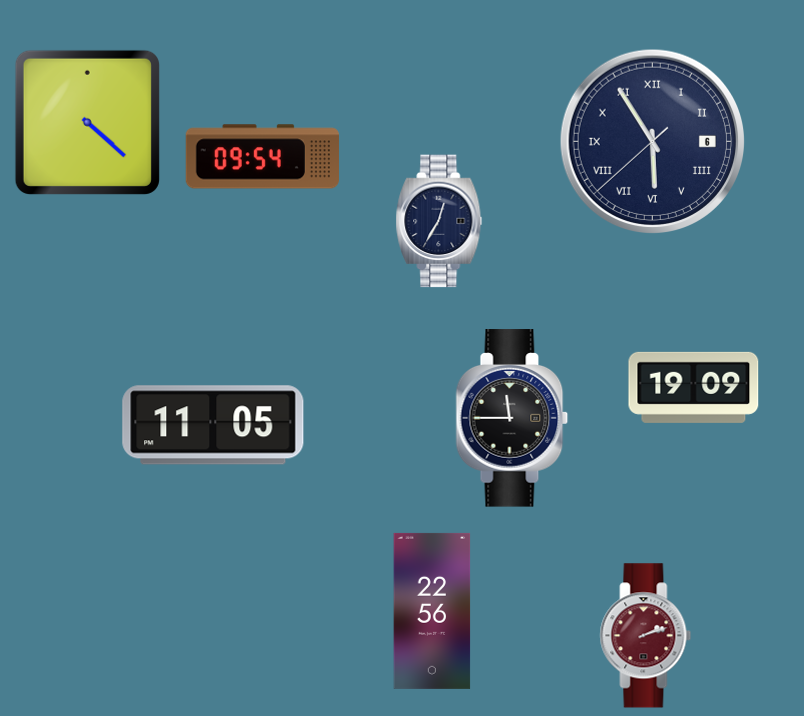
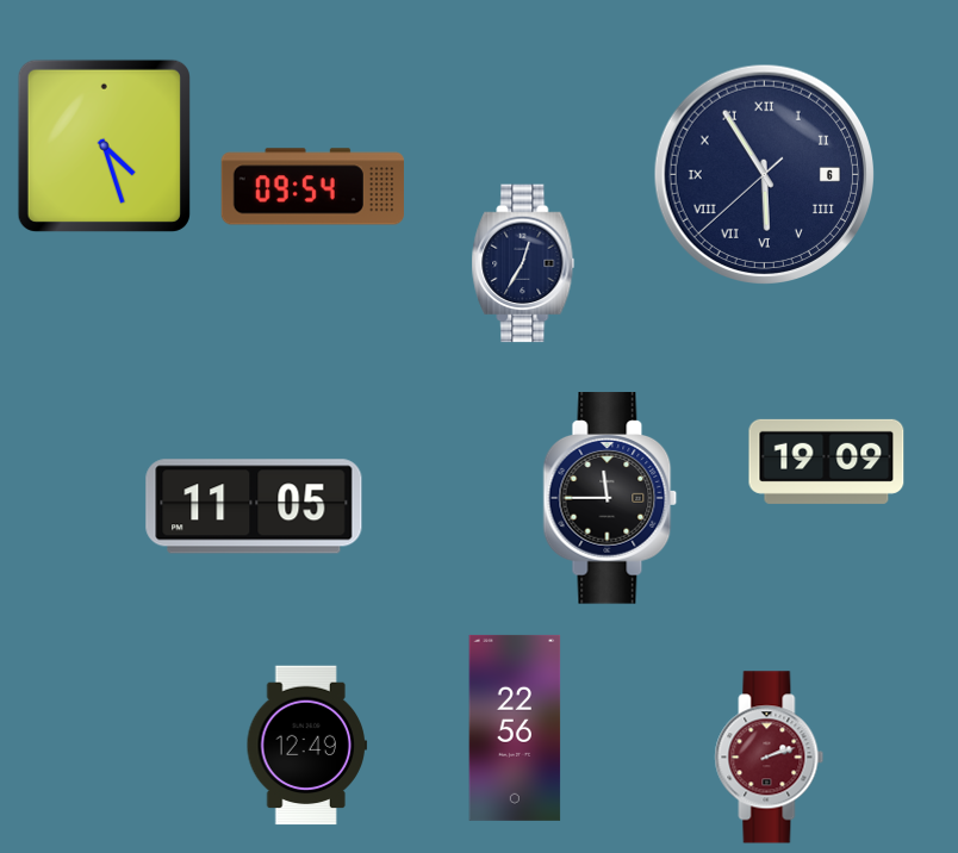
clock at (87, 122): 4:22 -> 4:27
clock at (653, 142) position: (653, 142) -> (765, 175)
clock at (307, 746): none -> 12:49
